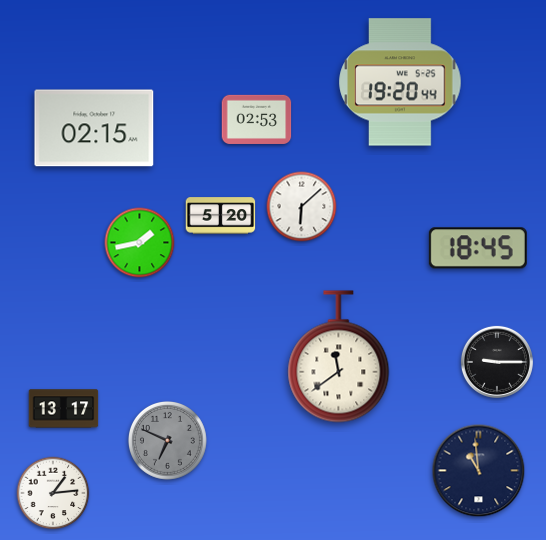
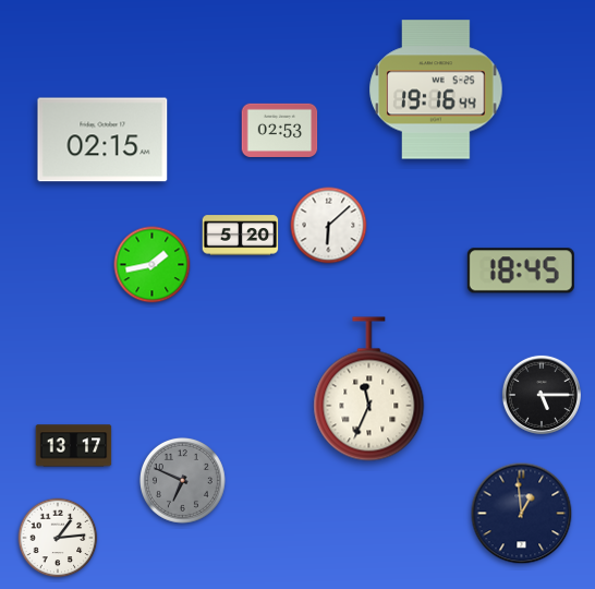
clock at (400, 82): 19:20 -> 19:16
clock at (339, 357): 11:39 -> 11:34
clock at (497, 362): 9:15 -> 5:15
clock at (64, 409) position: (64, 409) -> (74, 446)
clock at (479, 471): 10:59 -> 12:59
